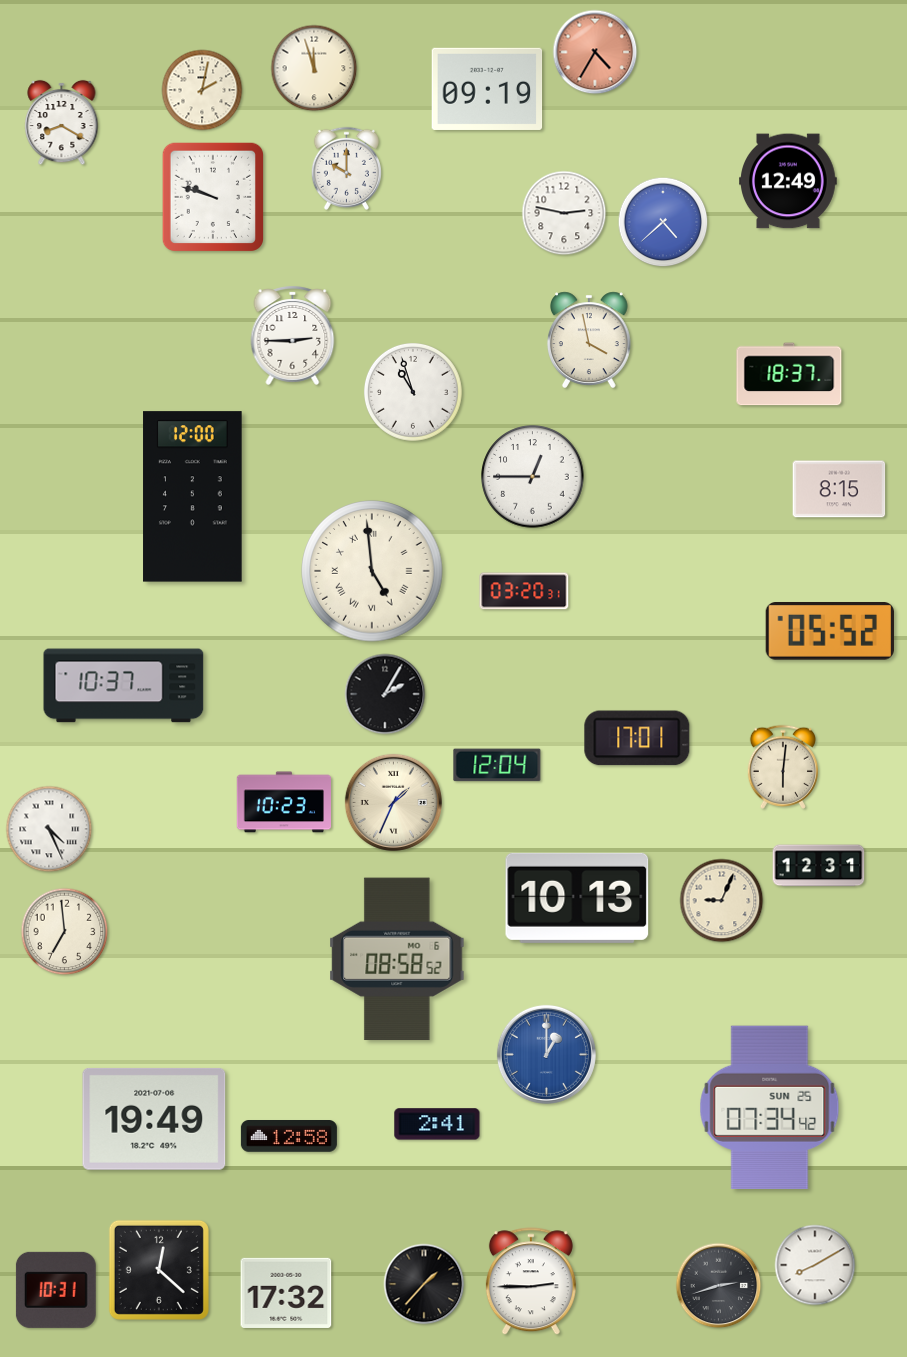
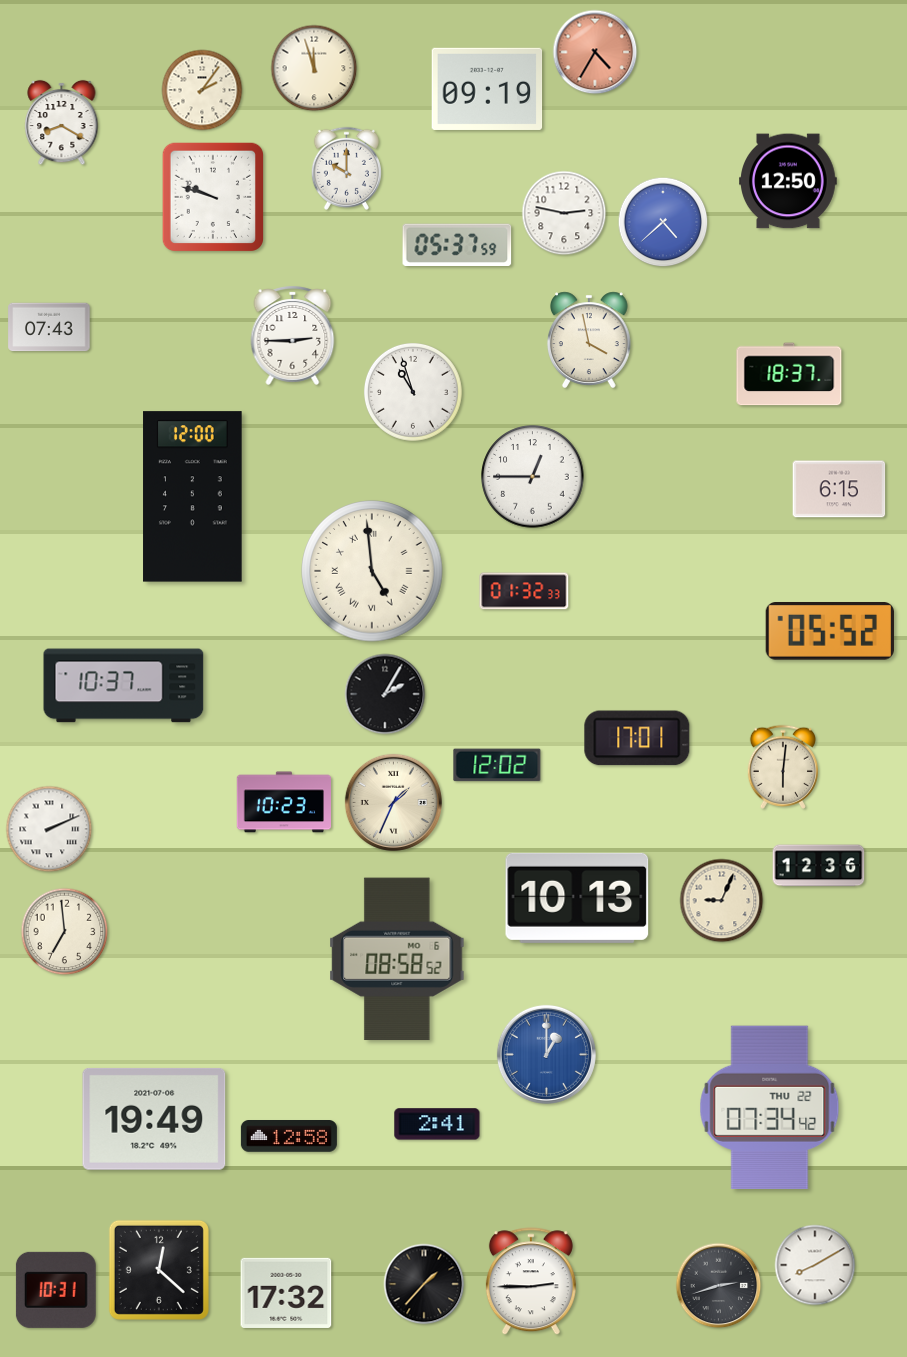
clock at (202, 90): 2:02 -> 2:06
clock at (789, 181): 12:49 -> 12:50
clock at (457, 244): none -> 05:37
clock at (49, 327): none -> 07:43
clock at (839, 489): 8:15 -> 6:15
clock at (524, 591): 03:20 -> 01:32
clock at (497, 765): 12:04 -> 12:02
clock at (49, 829): 4:26 -> 2:11
clock at (819, 866): 12:31 -> 12:36
clock at (770, 1107) date: SUN 25 -> THU 22
